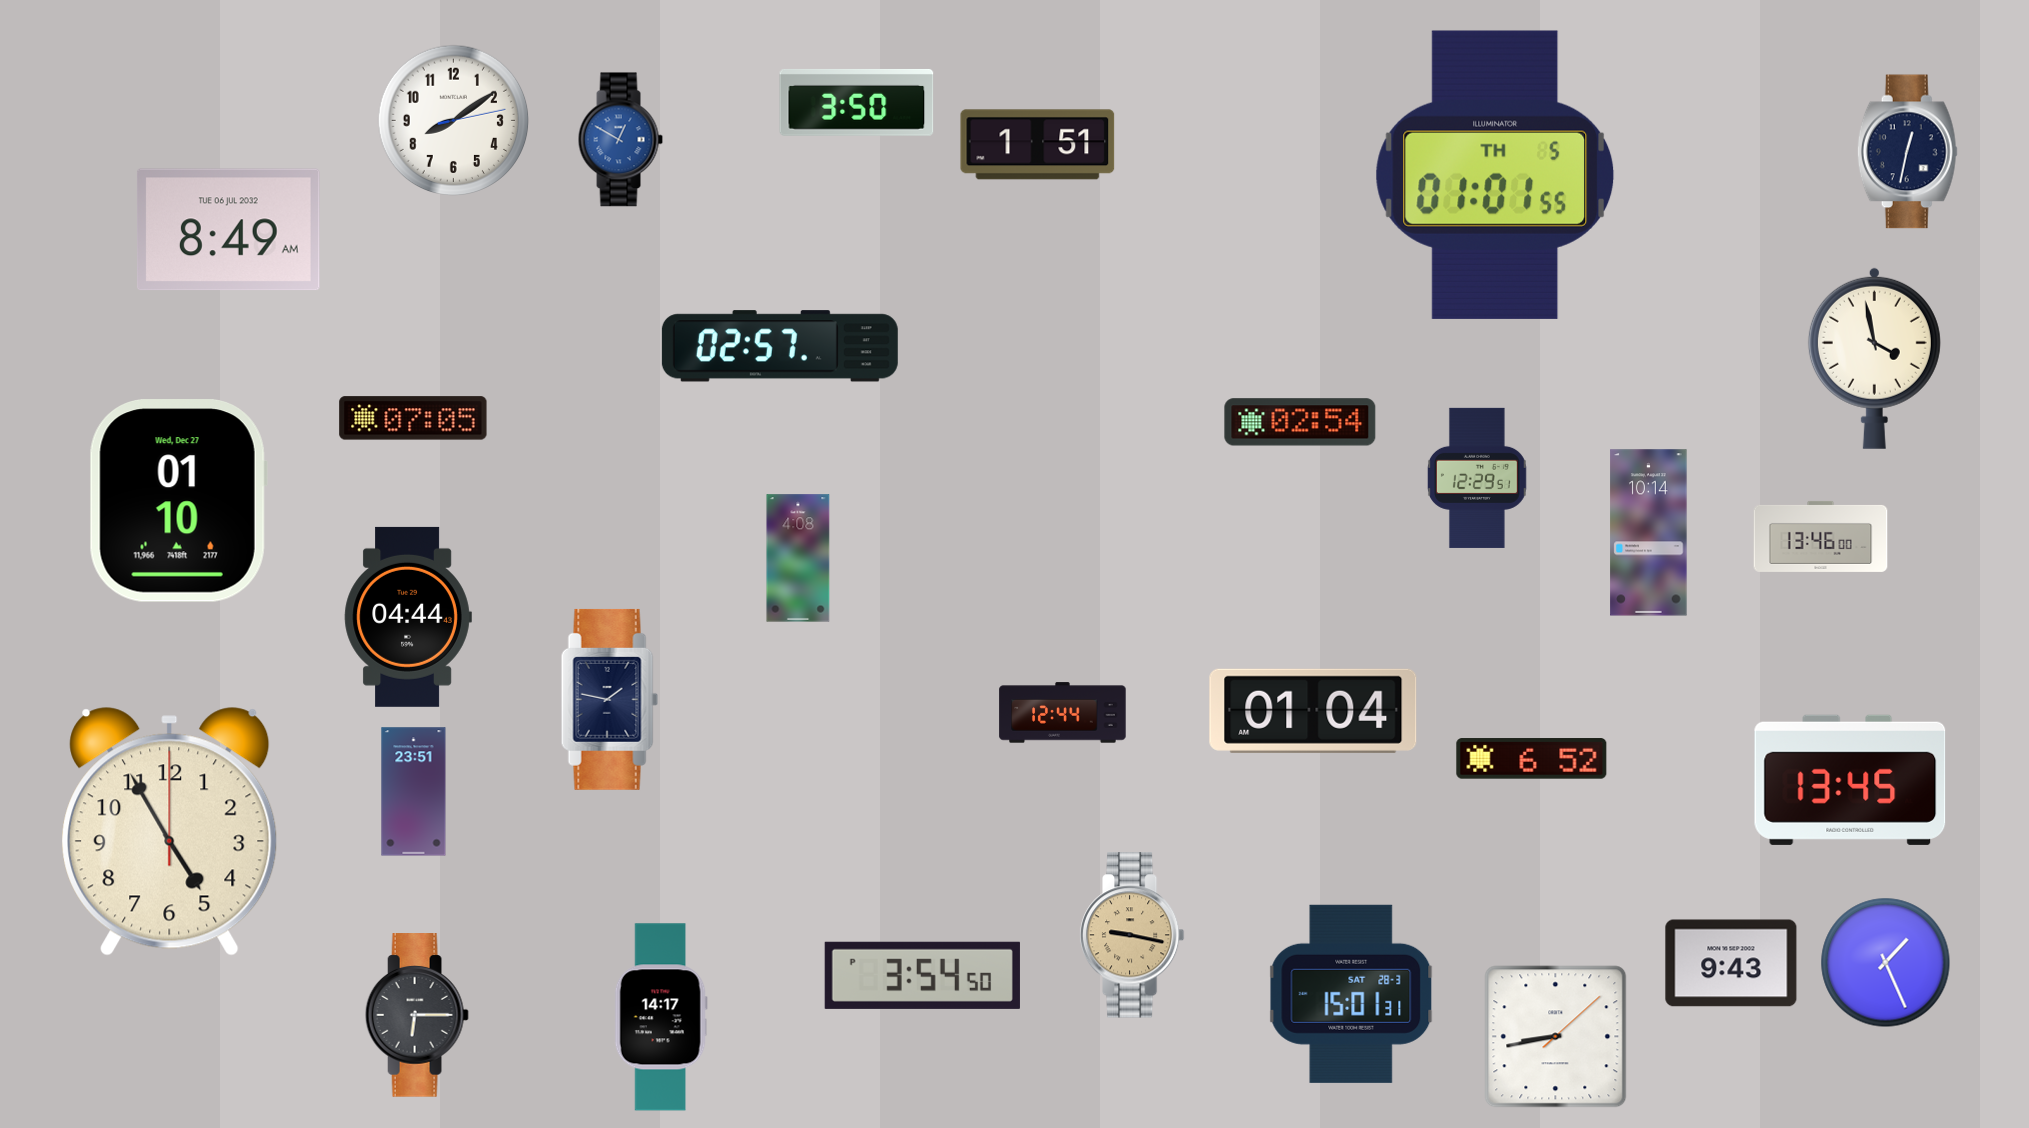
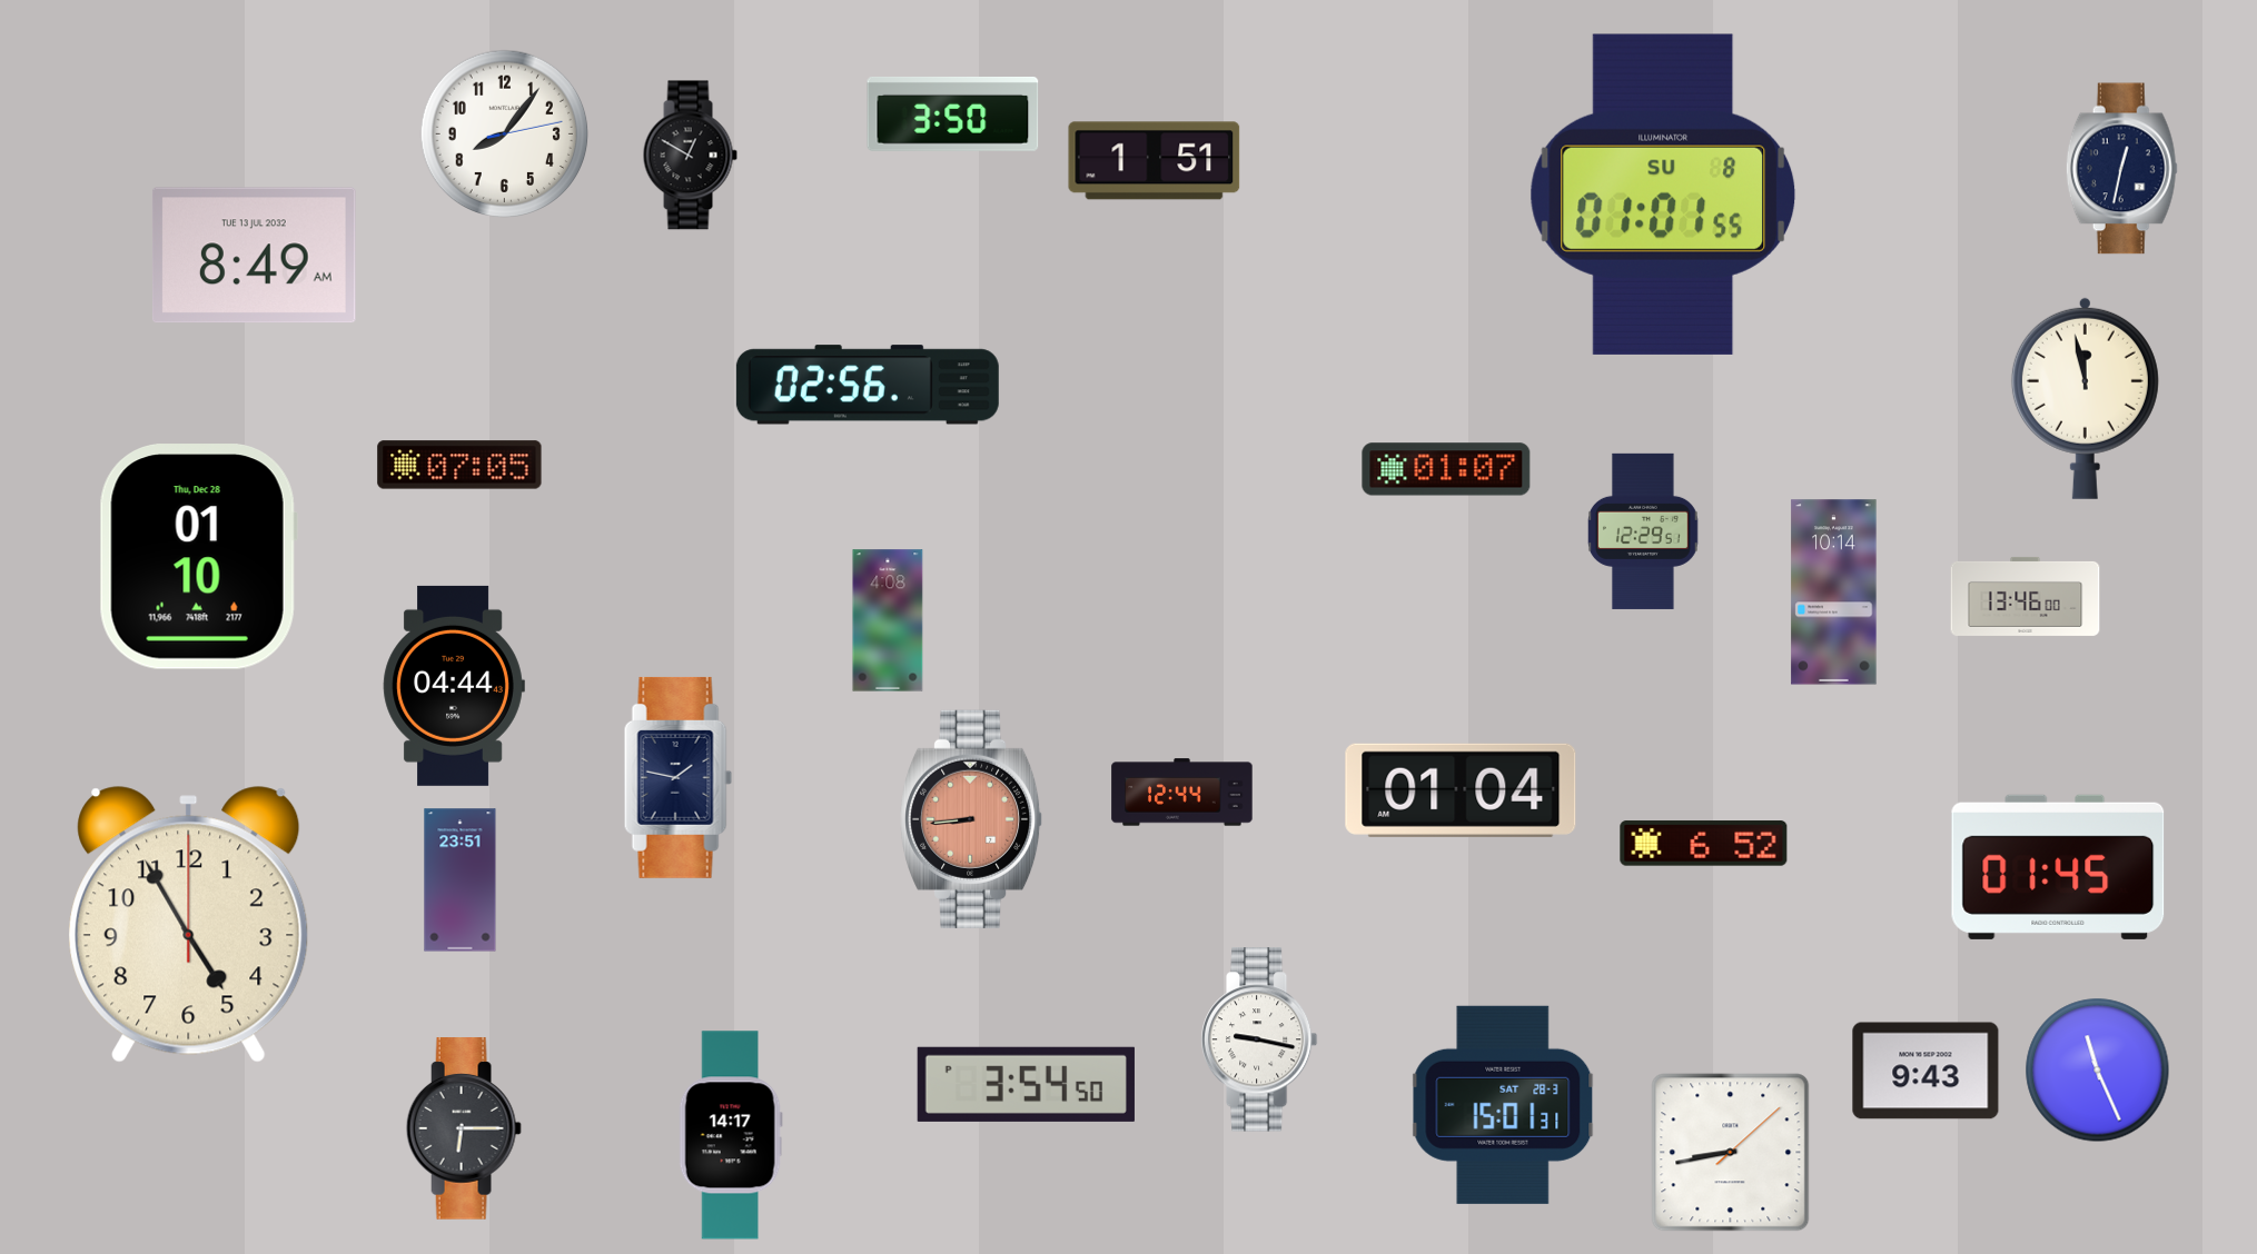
clock at (454, 121): 8:09 -> 8:06
clock at (620, 140) dial: blue -> black
clock at (1495, 175) date: TH 5 -> SU 8
clock at (228, 230) date: TUE 06 JUL 2032 -> TUE 13 JUL 2032
clock at (780, 346): 02:57 -> 02:56
clock at (1874, 358): 3:58 -> 11:58
clock at (1300, 422): 02:54 -> 01:07
clock at (178, 501) date: Wed, Dec 27 -> Thu, Dec 28
clock at (972, 819): none -> 8:44
clock at (1850, 780): 13:45 -> 01:45
clock at (1132, 935) dial: champagne -> white
clock at (1886, 963): 1:26 -> 11:26
clock at (661, 1017) position: (661, 1017) -> (731, 1135)
